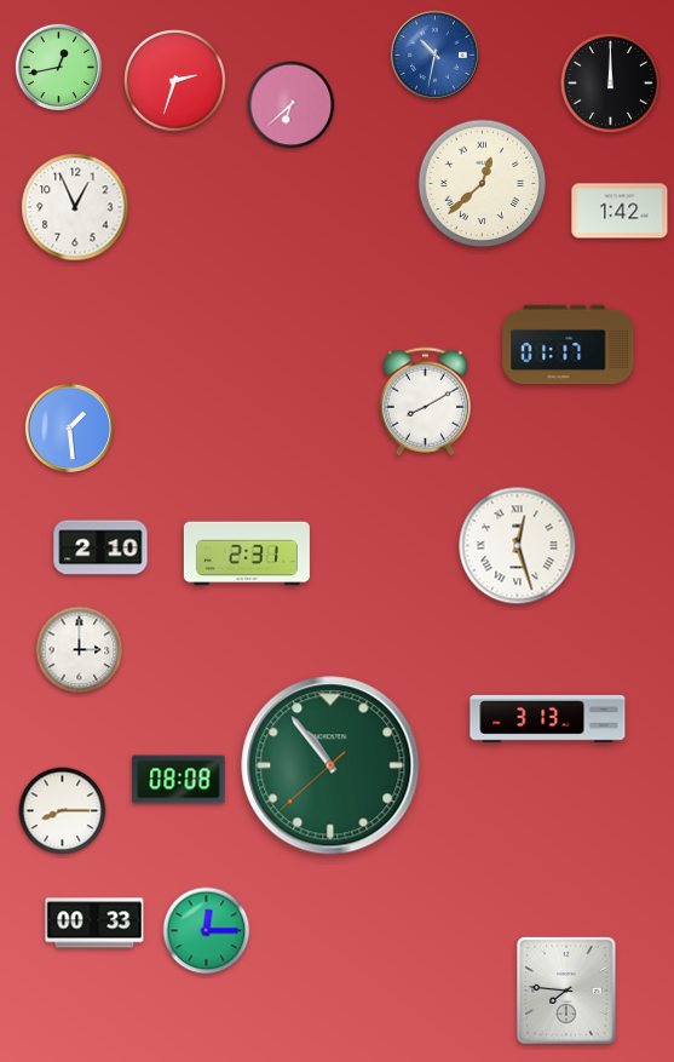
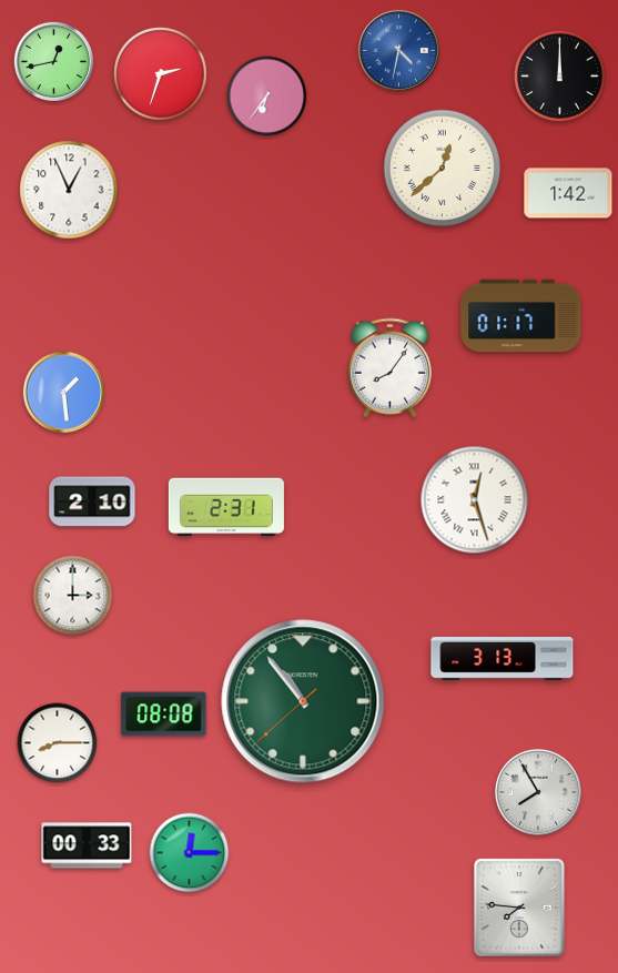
clock at (434, 54): 10:32 -> 4:32
clock at (292, 105): 6:38 -> 6:36
clock at (425, 402): 8:10 -> 8:06
clock at (538, 792): none -> 7:55
